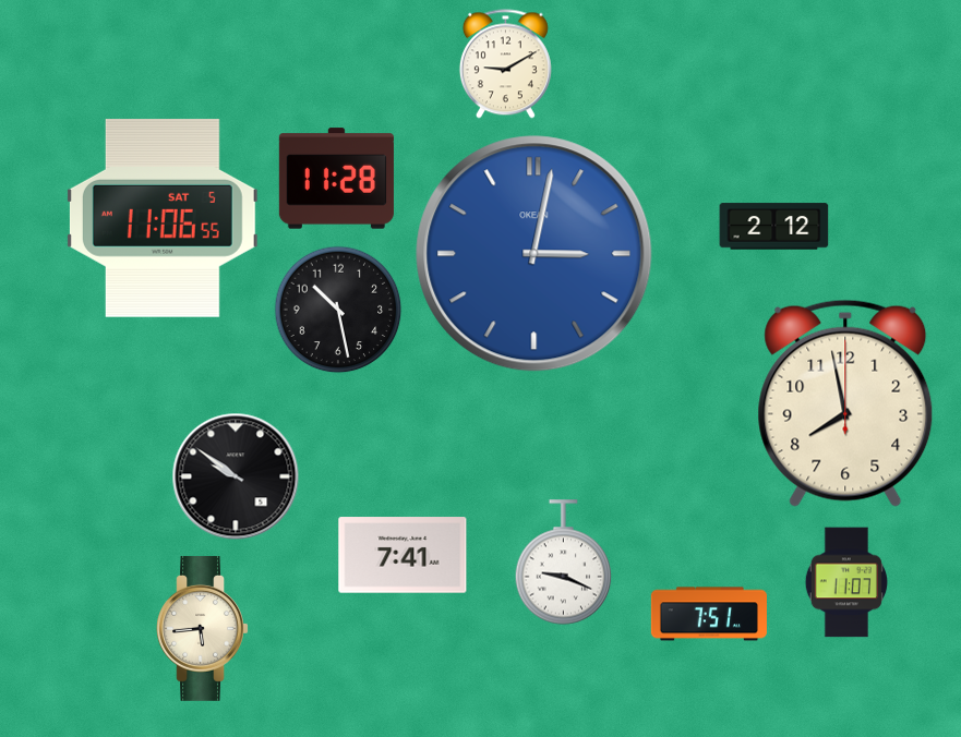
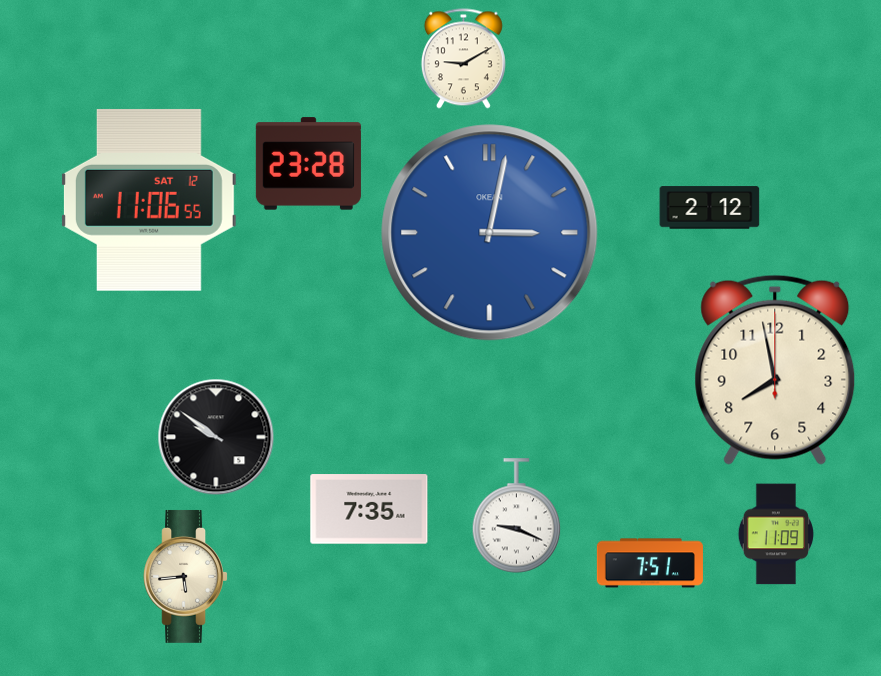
clock at (336, 179): 11:28 -> 23:28
clock at (163, 218) date: SAT 5 -> SAT 12
clock at (338, 310): 10:28 -> none
clock at (403, 555): 7:41 -> 7:35
clock at (846, 582): 11:07 -> 11:09
